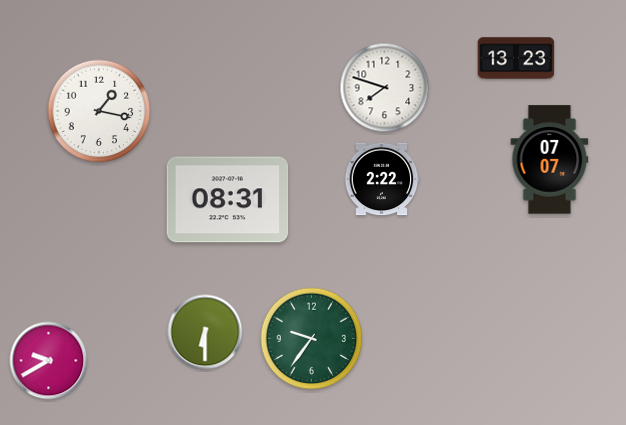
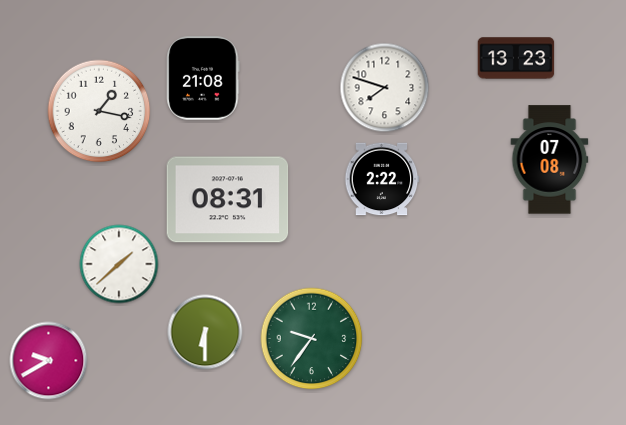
clock at (203, 78): none -> 21:08
clock at (550, 160): 07:07 -> 07:08
clock at (119, 264): none -> 1:38
